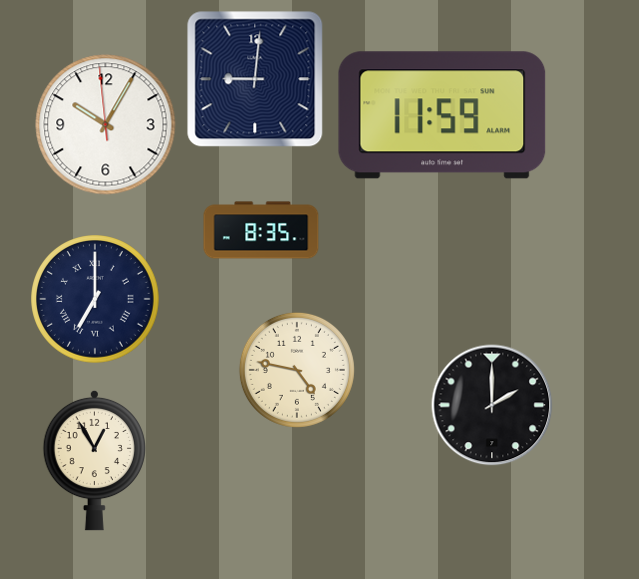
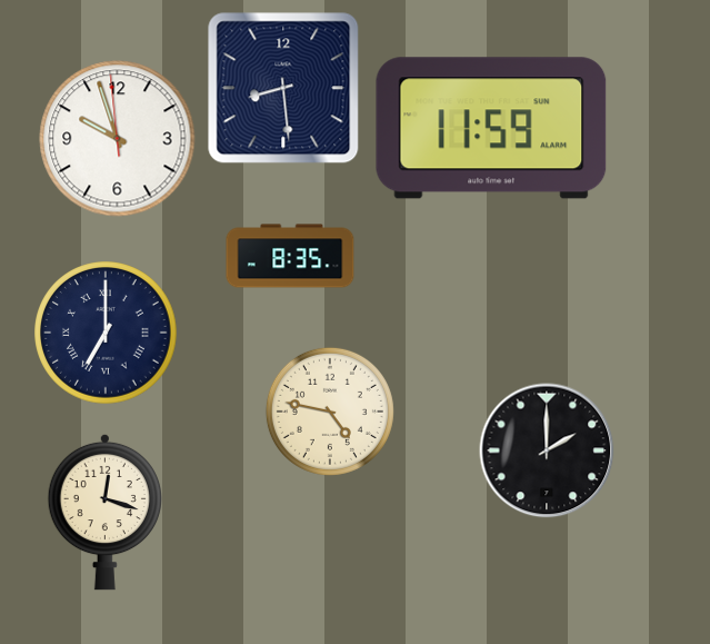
clock at (255, 79): 9:01 -> 8:29
clock at (106, 125): 10:04 -> 9:56
clock at (94, 460): 12:55 -> 12:18
